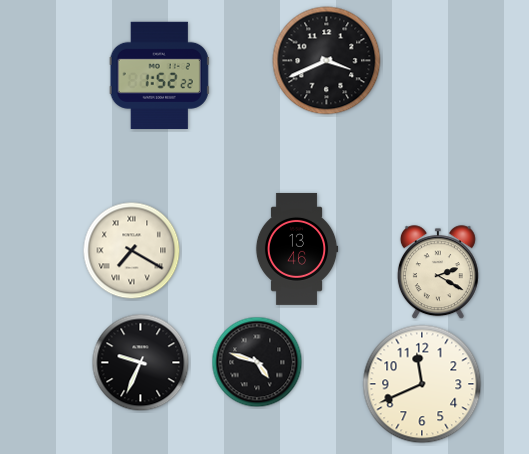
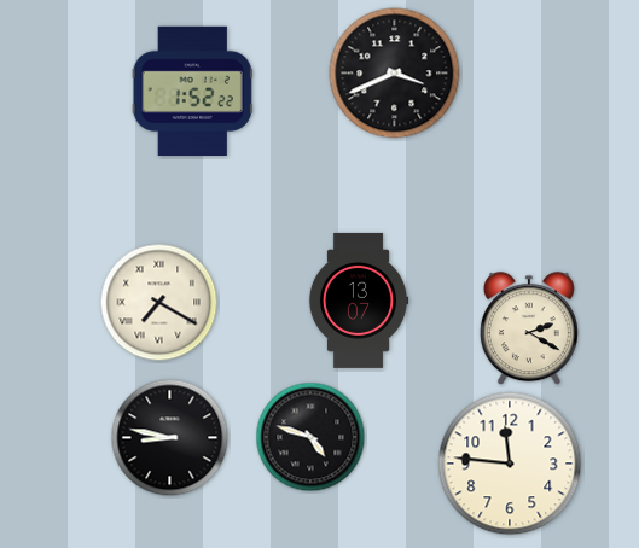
clock at (297, 249): 13:46 -> 13:07
clock at (141, 363): 9:34 -> 8:47
clock at (422, 384): 11:41 -> 11:46
